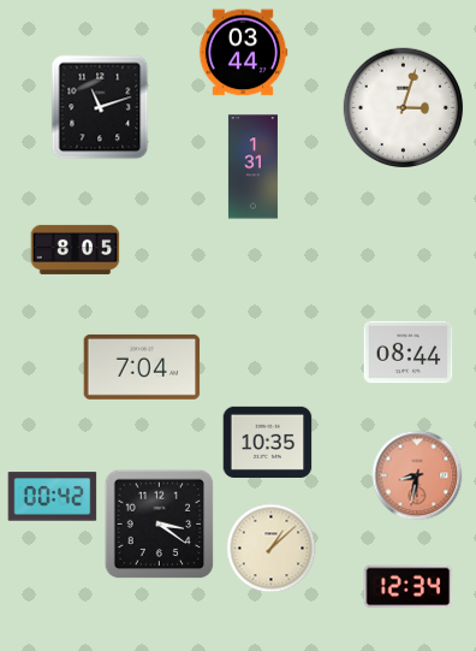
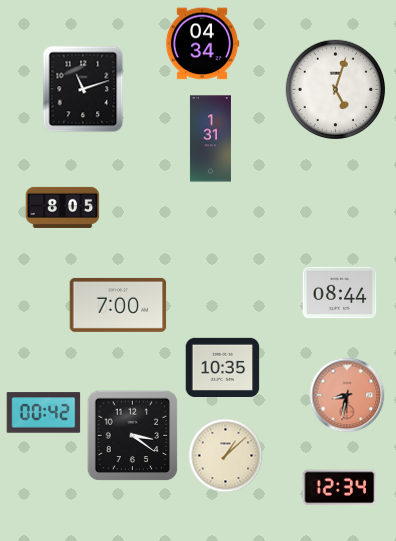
clock at (243, 53): 03:44 -> 04:34
clock at (404, 108): 3:03 -> 5:03
clock at (142, 367): 7:04 -> 7:00
